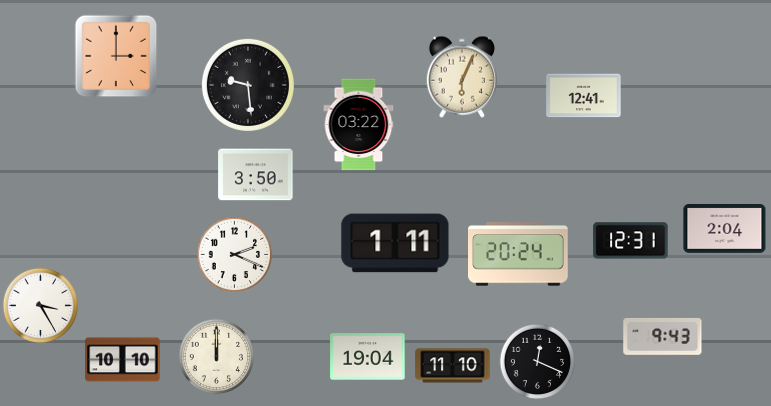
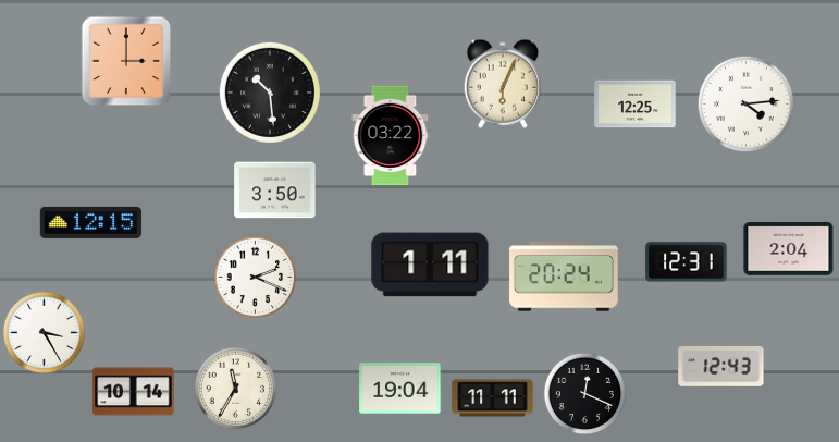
clock at (248, 85): 9:29 -> 10:29
clock at (745, 103): none -> 4:14
clock at (584, 96): 12:41 -> 12:25
clock at (256, 175) position: (256, 175) -> (275, 191)
clock at (90, 222): none -> 12:15
clock at (663, 336): 9:43 -> 12:43
clock at (217, 357): 12:00 -> 11:35
clock at (123, 360): 10:10 -> 10:14
clock at (453, 366): 11:10 -> 11:11
